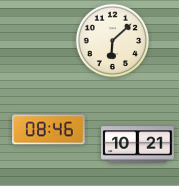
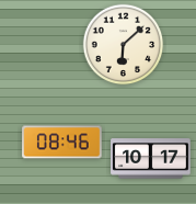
clock at (49, 130) position: (49, 130) -> (62, 143)
clock at (138, 145): 10:21 -> 10:17
